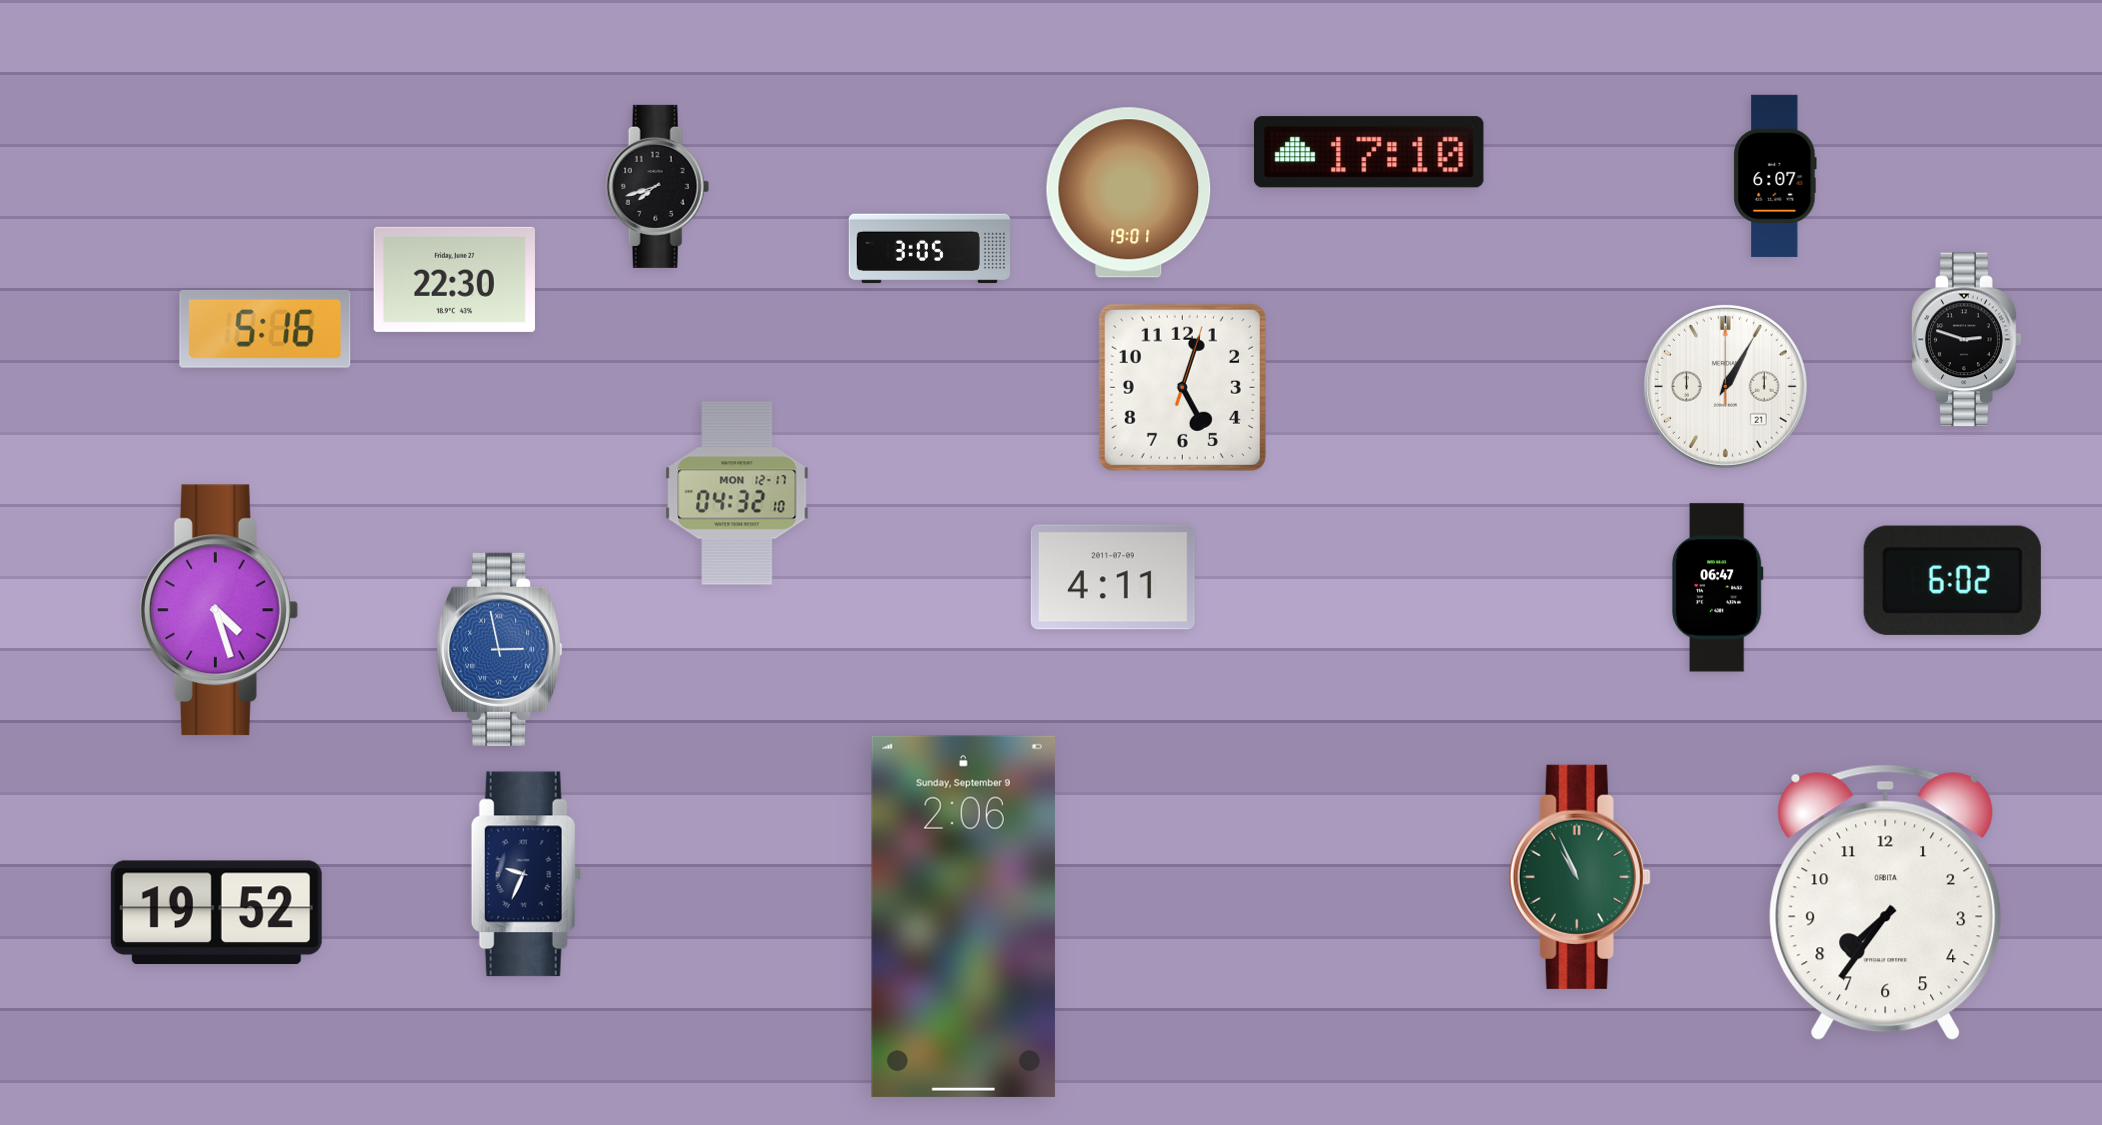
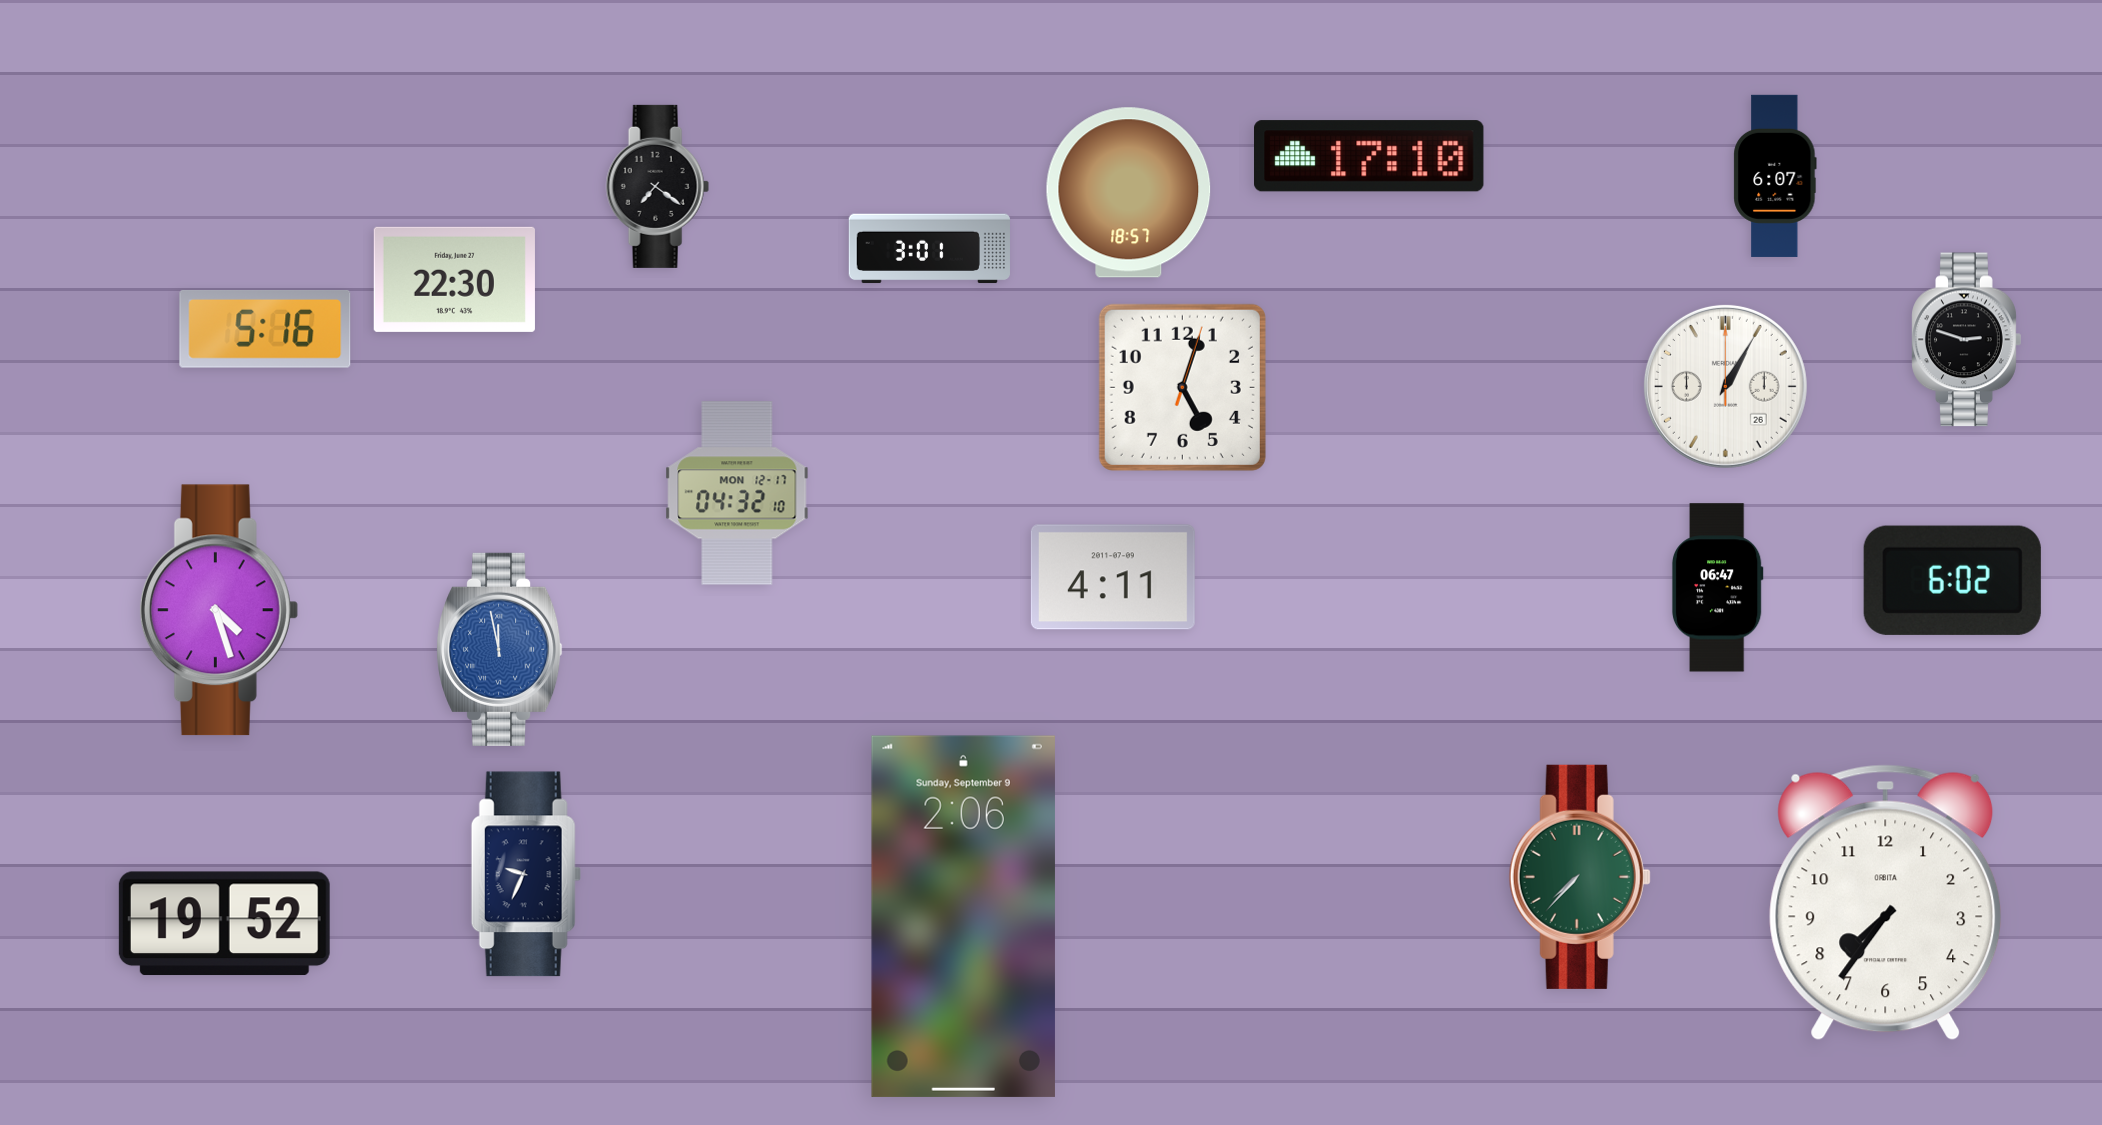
clock at (1370, 152) position: (1370, 152) -> (1370, 156)
clock at (657, 186): 7:42 -> 7:21
clock at (1129, 193): 19:01 -> 18:57
clock at (929, 249): 3:05 -> 3:01
clock at (1725, 386) date: 21 -> 26
clock at (500, 649): 2:58 -> 11:58
clock at (1580, 877): 10:56 -> 7:37
clock at (216, 912) position: (216, 912) -> (224, 923)
